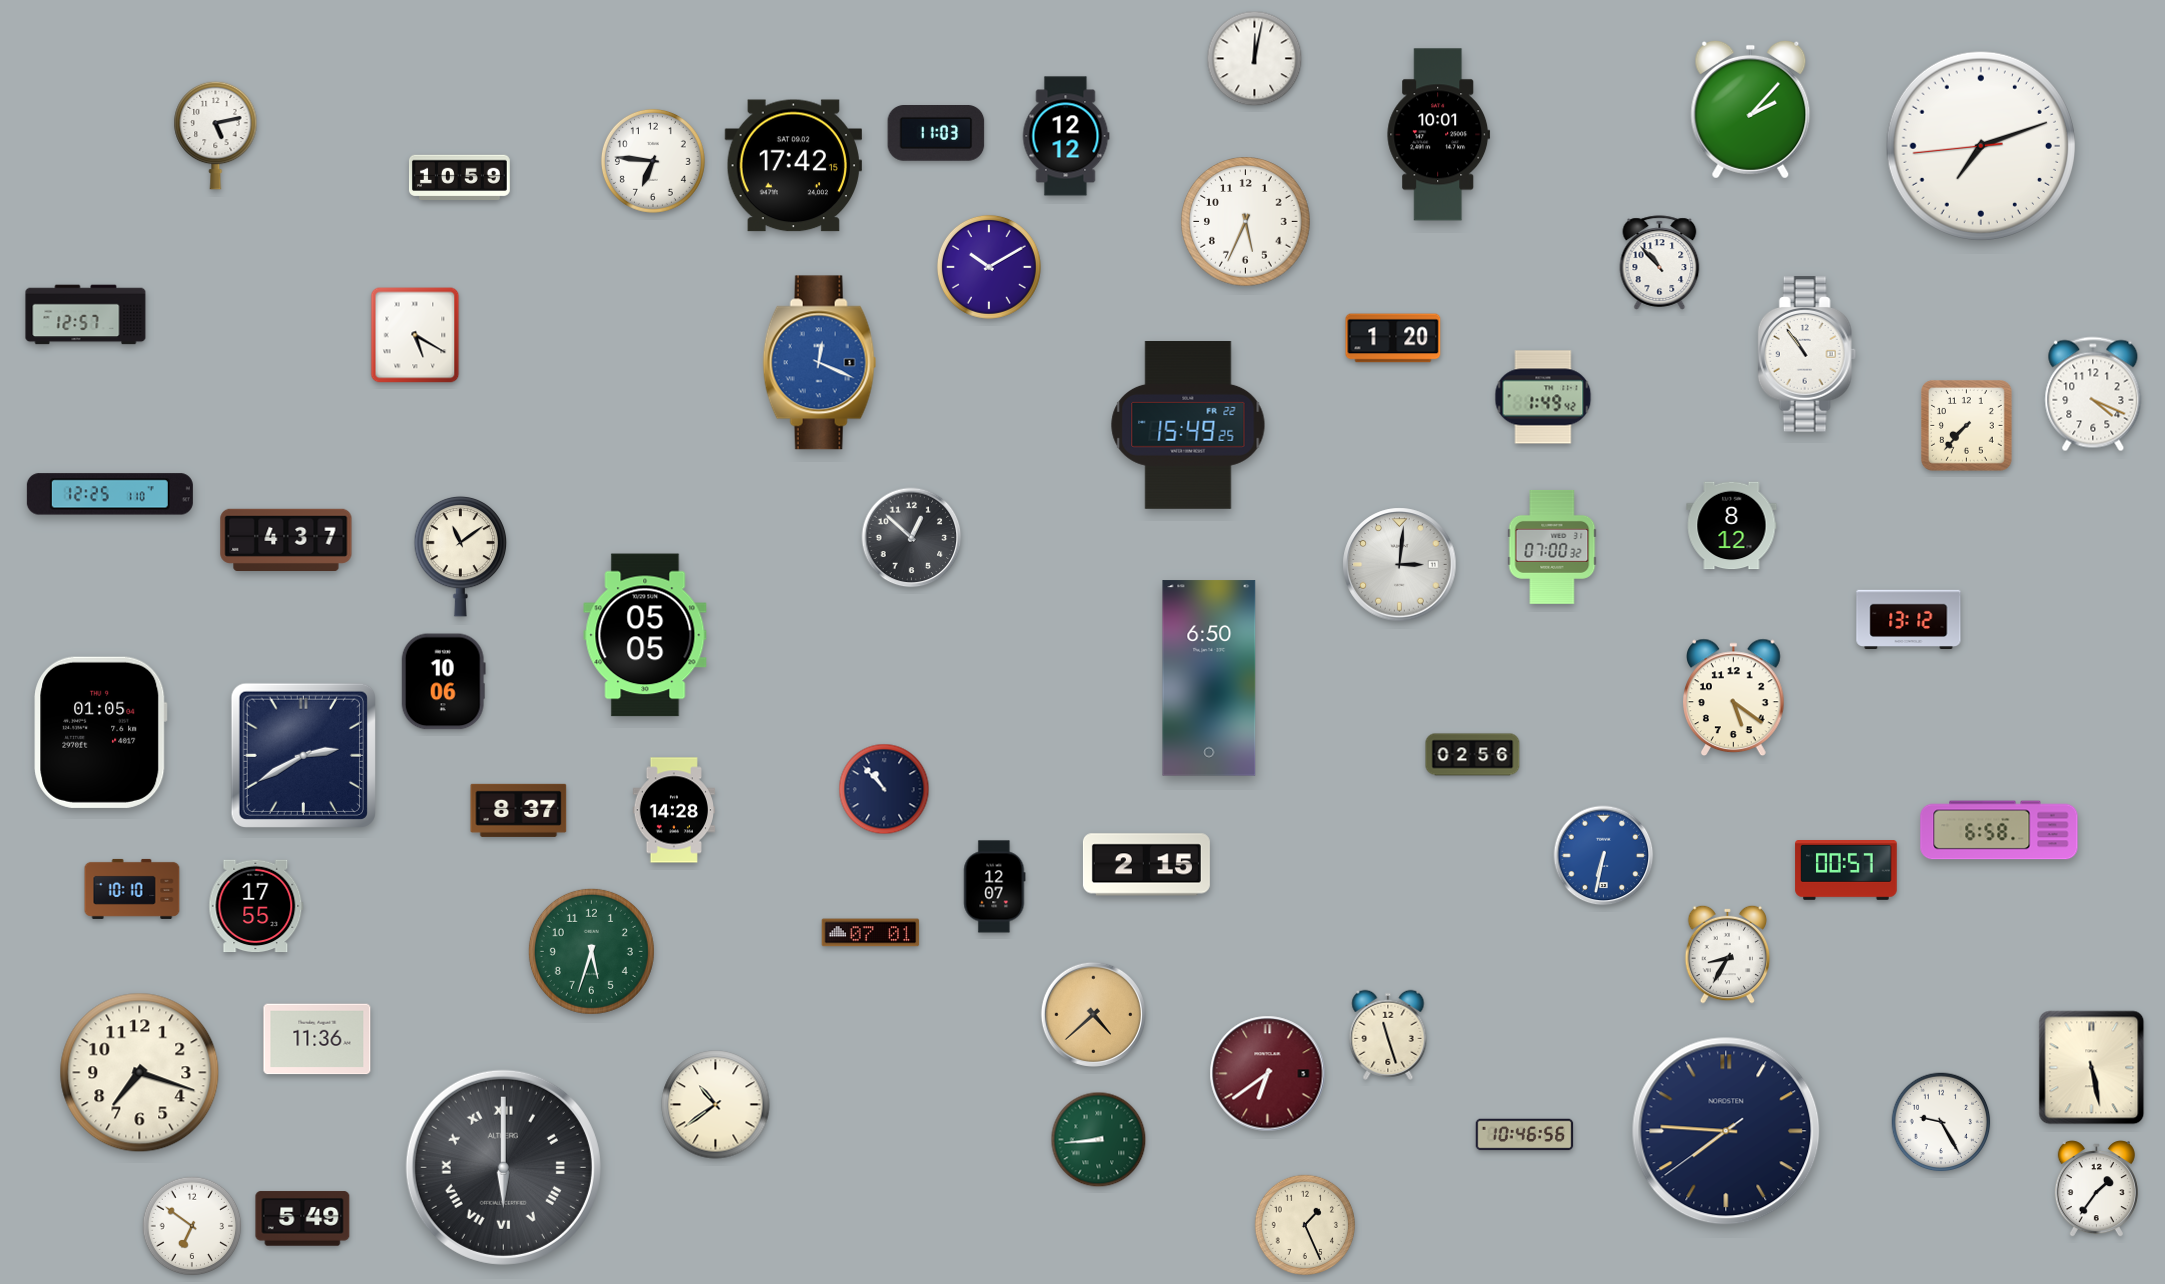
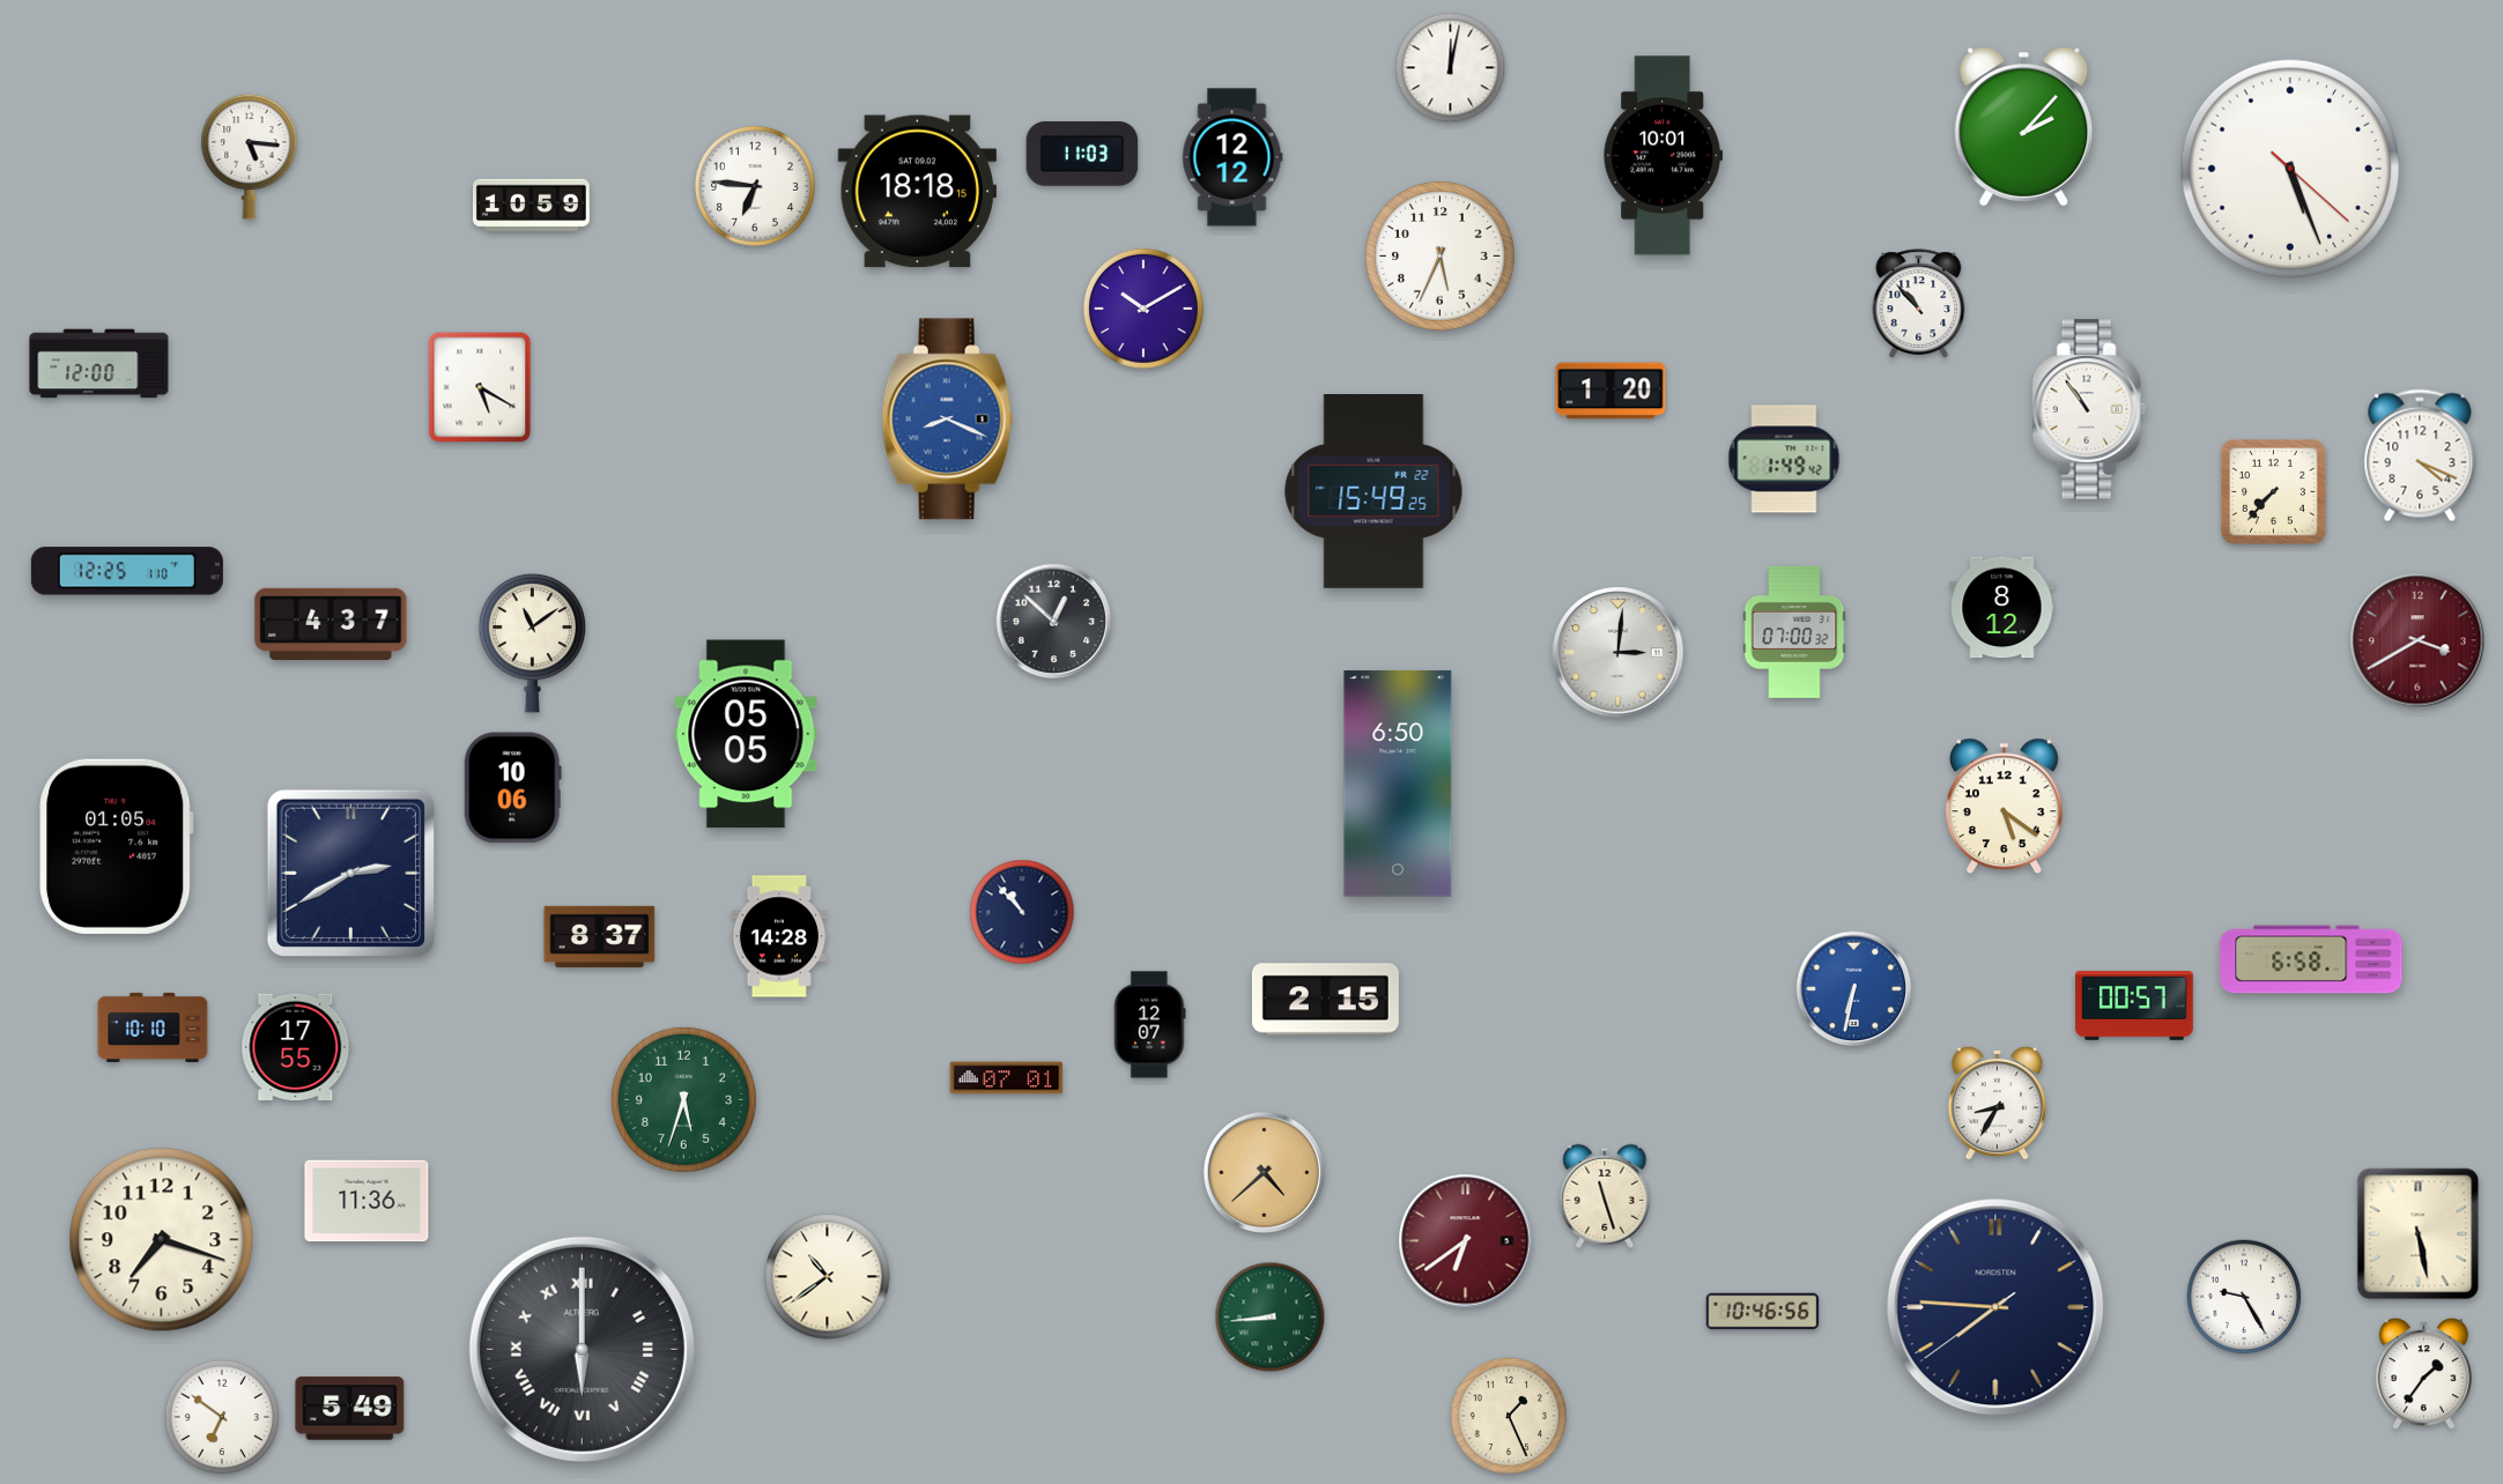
clock at (216, 135): 5:13 -> 5:16
clock at (1981, 146): 7:11 -> 5:26
clock at (793, 166): 17:42 -> 18:18
clock at (86, 315): 12:57 -> 12:00
clock at (820, 363): 12:19 -> 8:19
clock at (2417, 640): none -> 3:40
clock at (1909, 620): 13:12 -> none
clock at (1473, 755): 02:56 -> none
